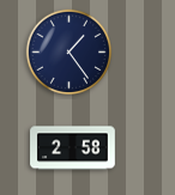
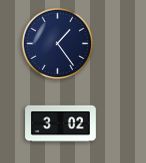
clock at (73, 148): 2:58 -> 3:02
